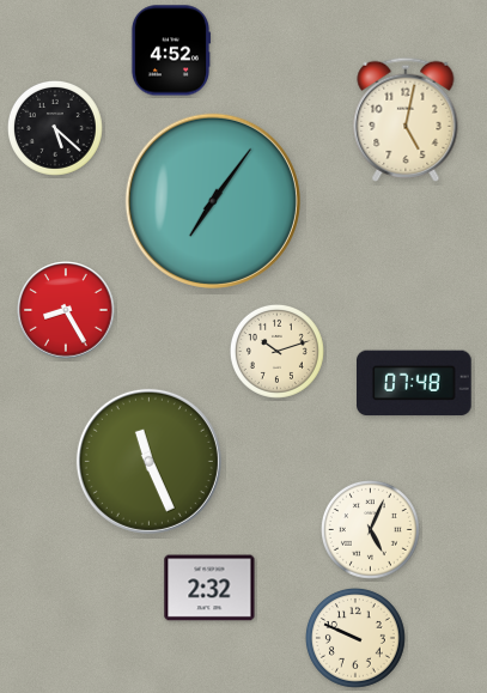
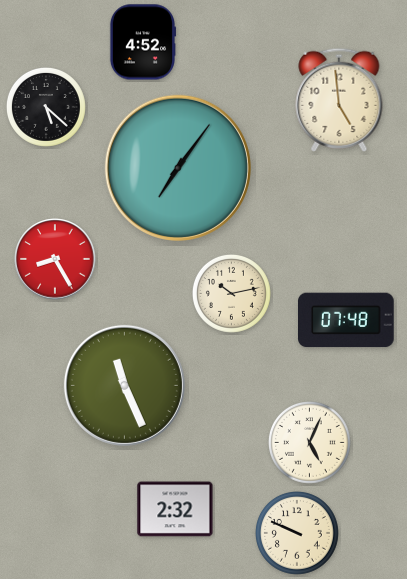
clock at (406, 120): 5:02 -> 4:59
clock at (276, 351): 10:12 -> 10:13
clock at (209, 588) position: (209, 588) -> (175, 509)
